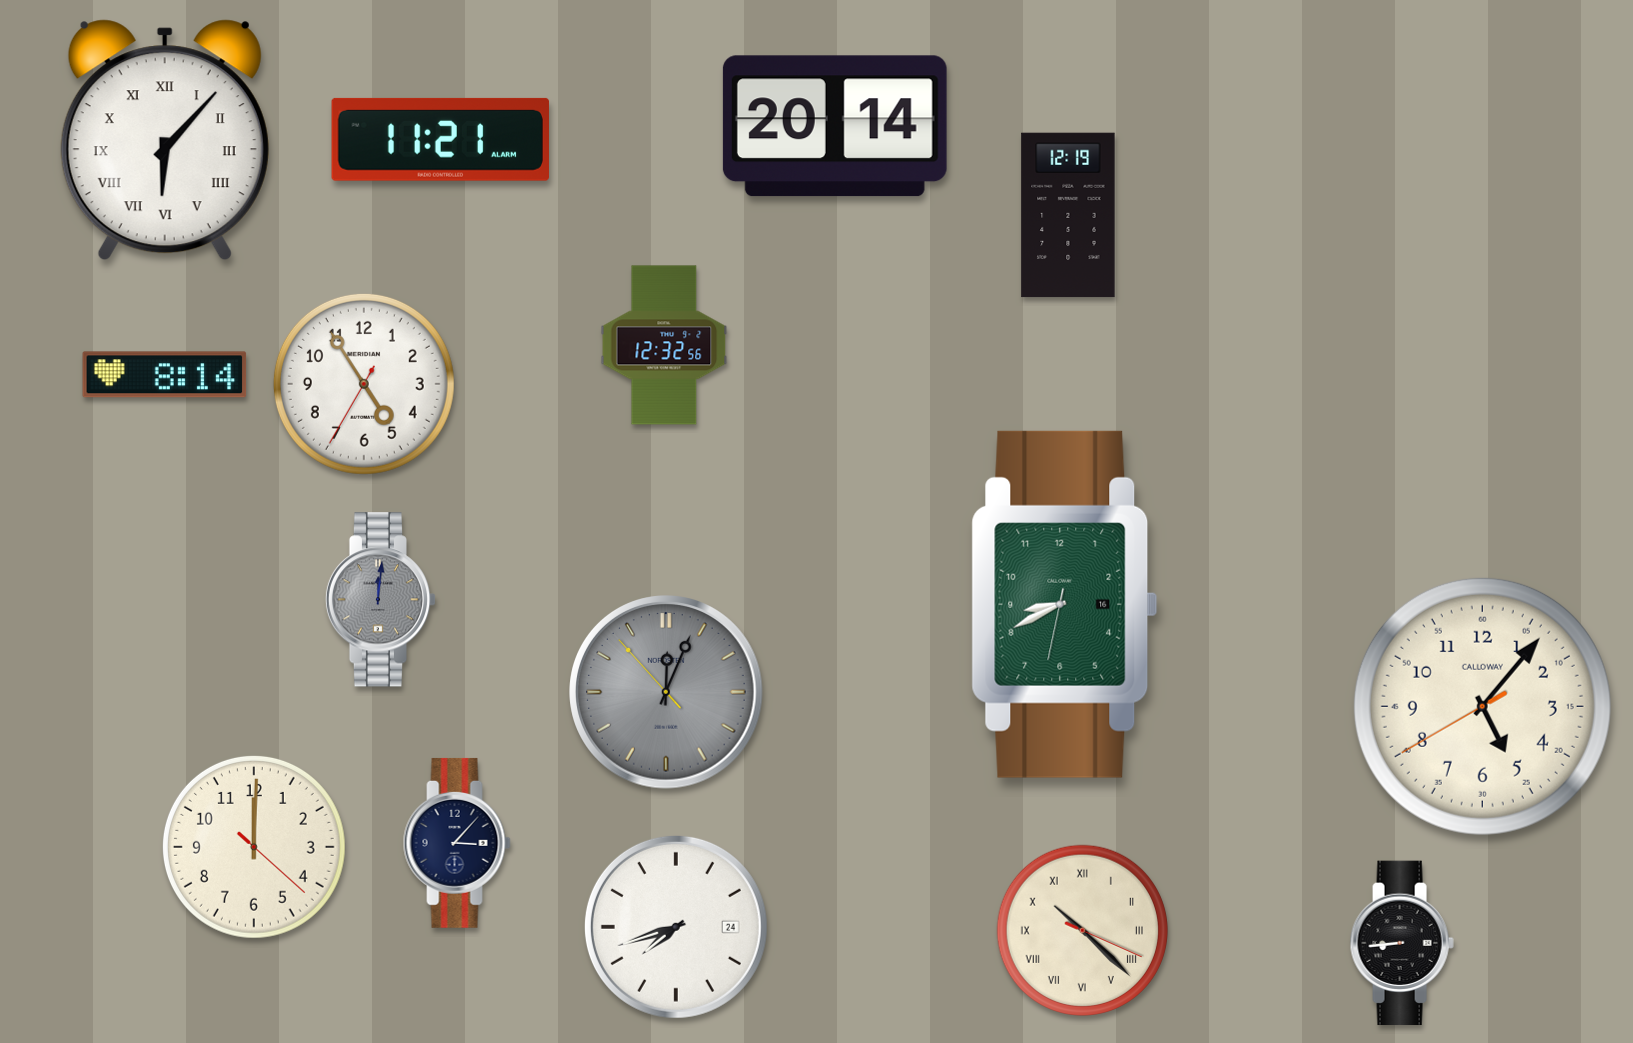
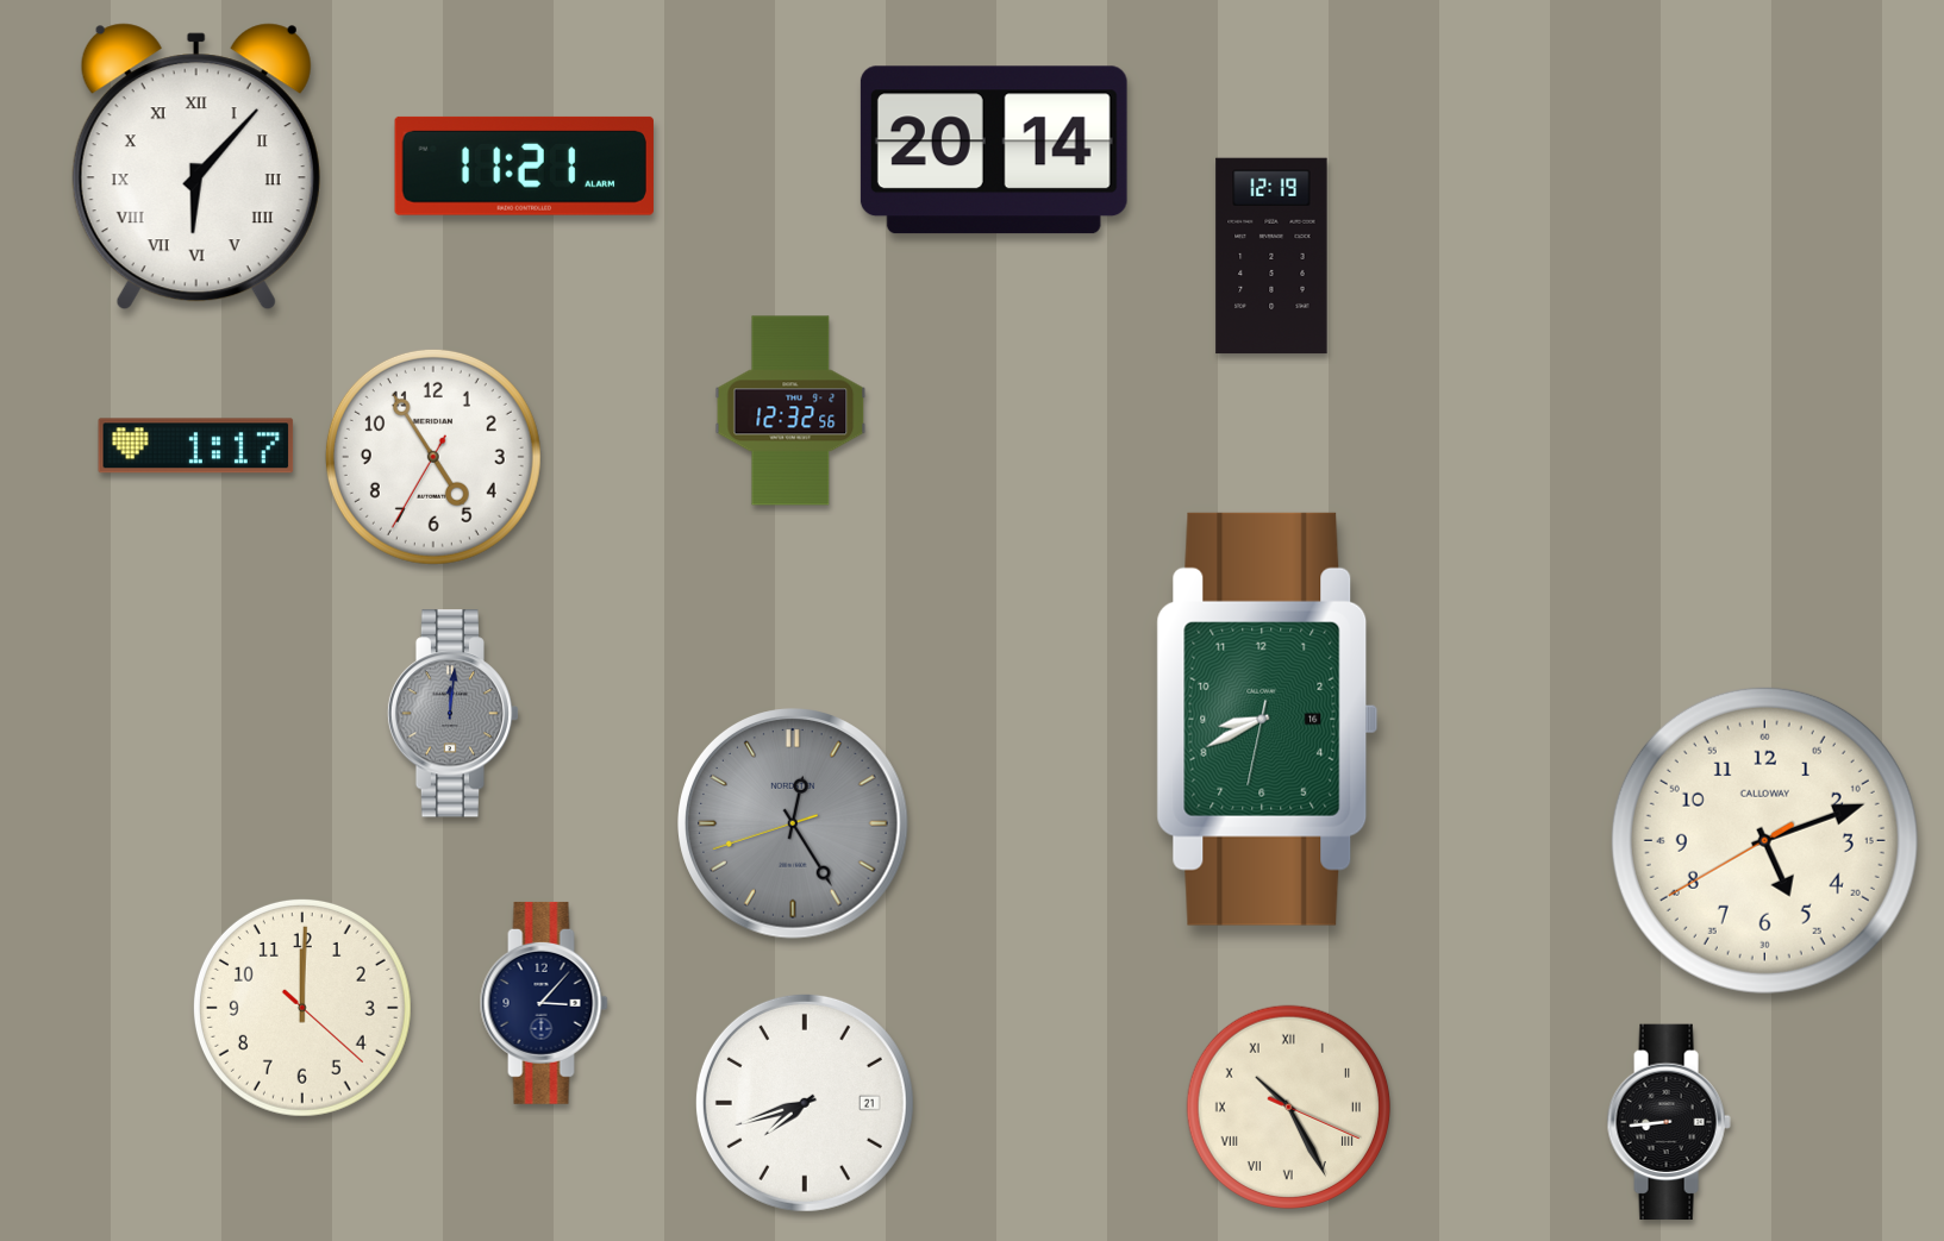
clock at (165, 375): 8:14 -> 1:17
clock at (666, 692): 12:03 -> 12:24
clock at (1482, 706): 5:06 -> 5:11
clock at (676, 927) date: 24 -> 21
clock at (1082, 930): 10:22 -> 10:25
